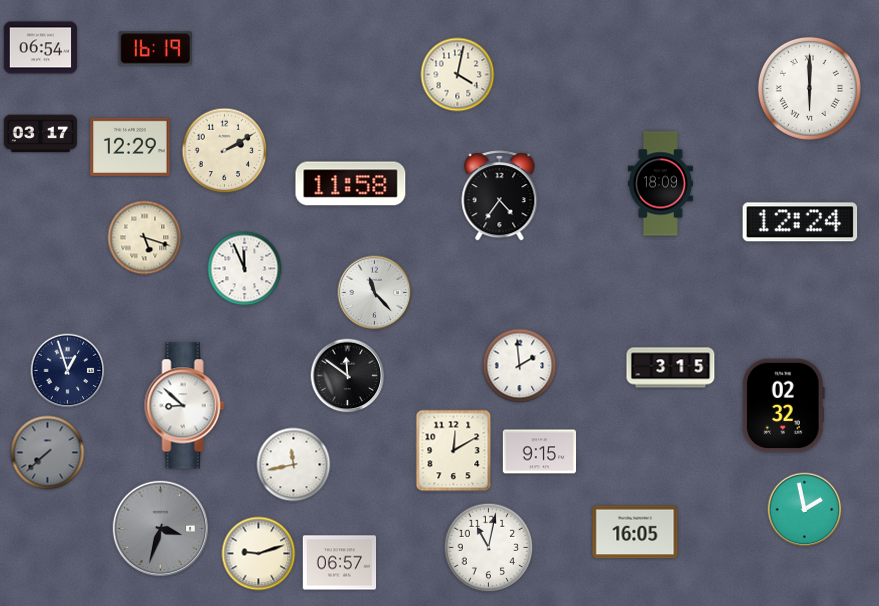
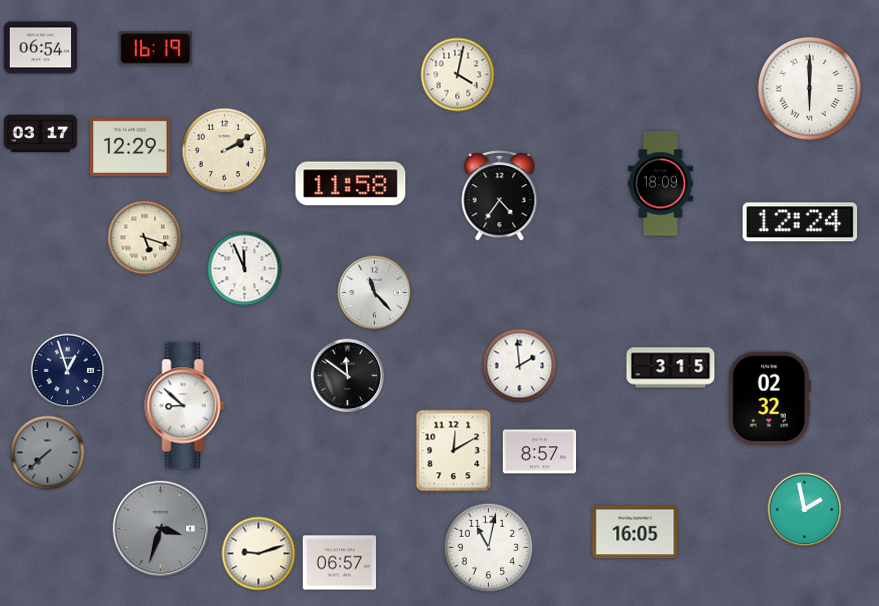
clock at (783, 406) position: (783, 406) -> (769, 399)
clock at (540, 452): 9:15 -> 8:57
clock at (294, 465): 11:43 -> none
